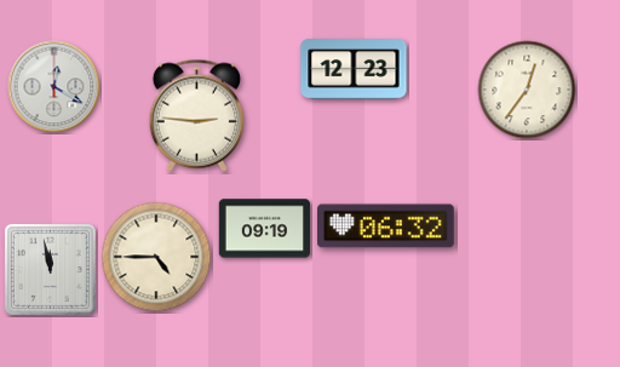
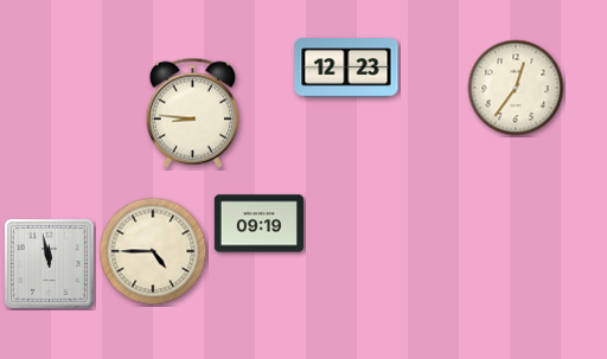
clock at (54, 87): 12:20 -> none
clock at (196, 115): 2:46 -> 8:46
clock at (386, 226): 06:32 -> none
